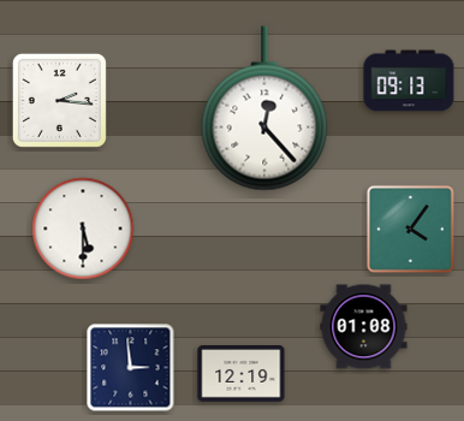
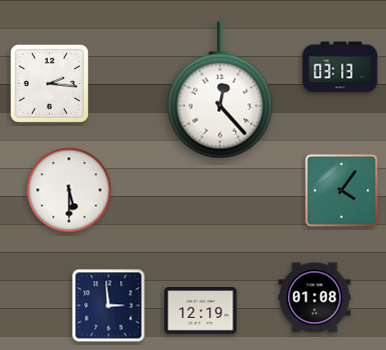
clock at (409, 81): 09:13 -> 03:13
clock at (364, 327) position: (364, 327) -> (315, 298)
